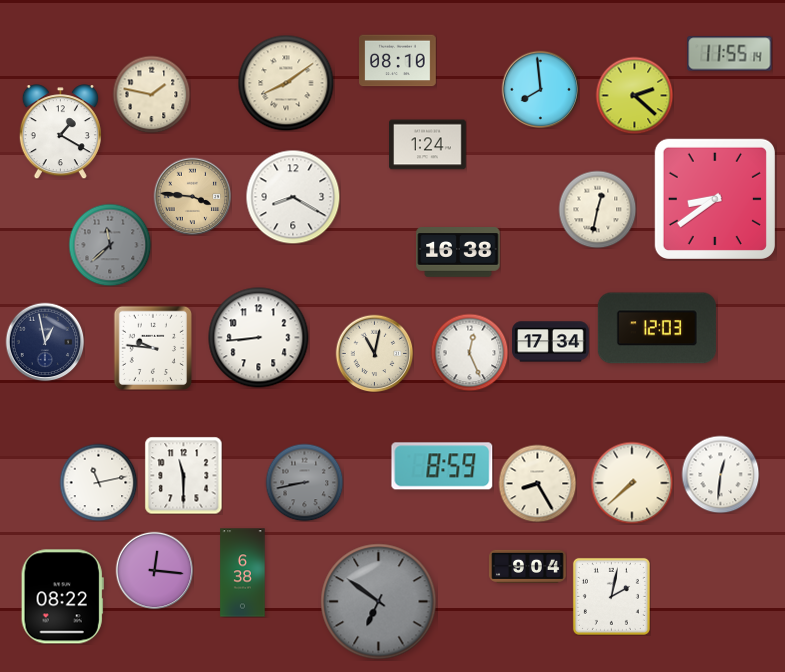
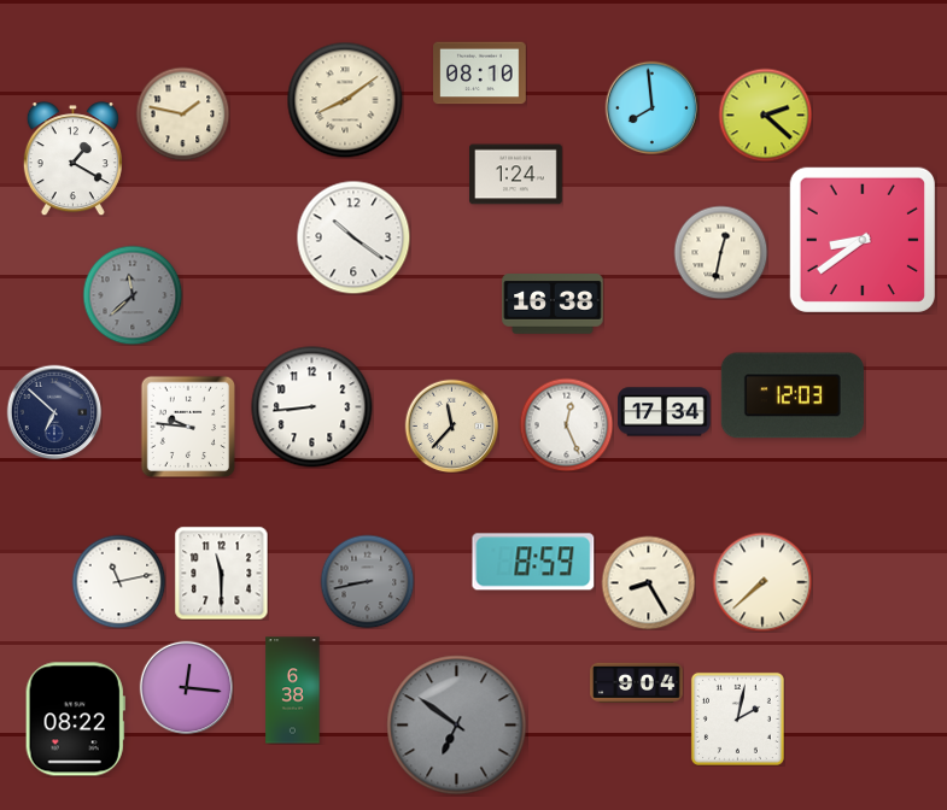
clock at (730, 54): 11:55 -> none
clock at (192, 196): 3:46 -> none
clock at (293, 197): 8:20 -> 10:21
clock at (45, 342): 12:58 -> 6:52
clock at (153, 348) position: (153, 348) -> (188, 427)
clock at (374, 353): 11:02 -> 11:37
clock at (720, 474): 12:31 -> none
